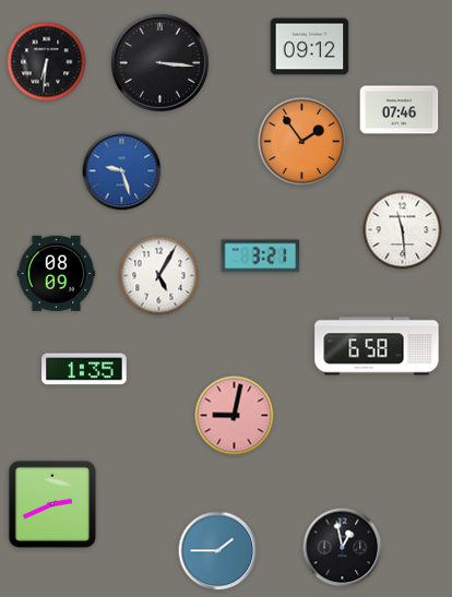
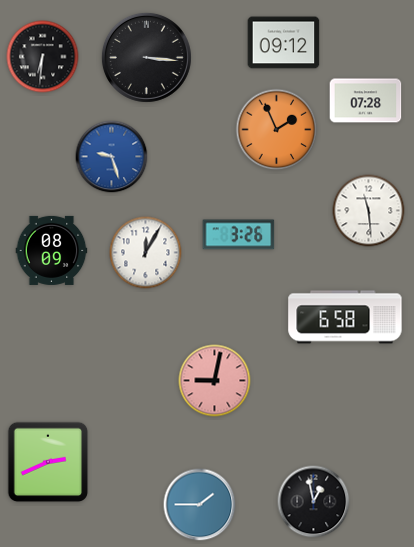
clock at (400, 110): 07:46 -> 07:28
clock at (302, 142): 1:54 -> 1:56
clock at (261, 256): 3:21 -> 3:26
clock at (159, 276): 5:05 -> 12:05
clock at (84, 369): 1:35 -> none
